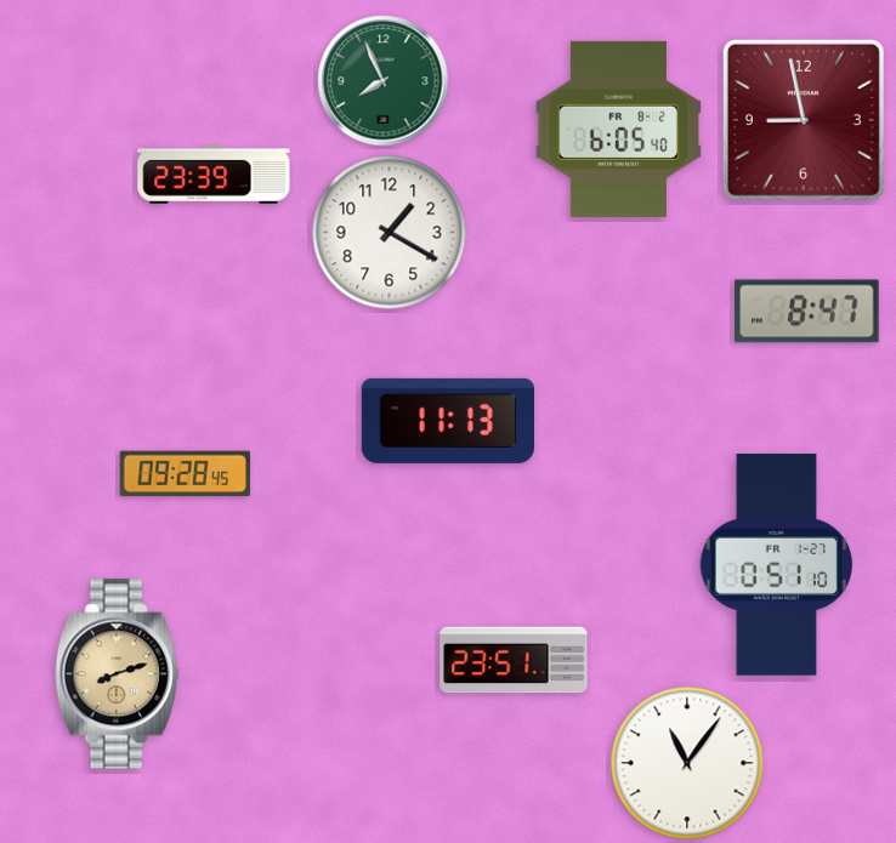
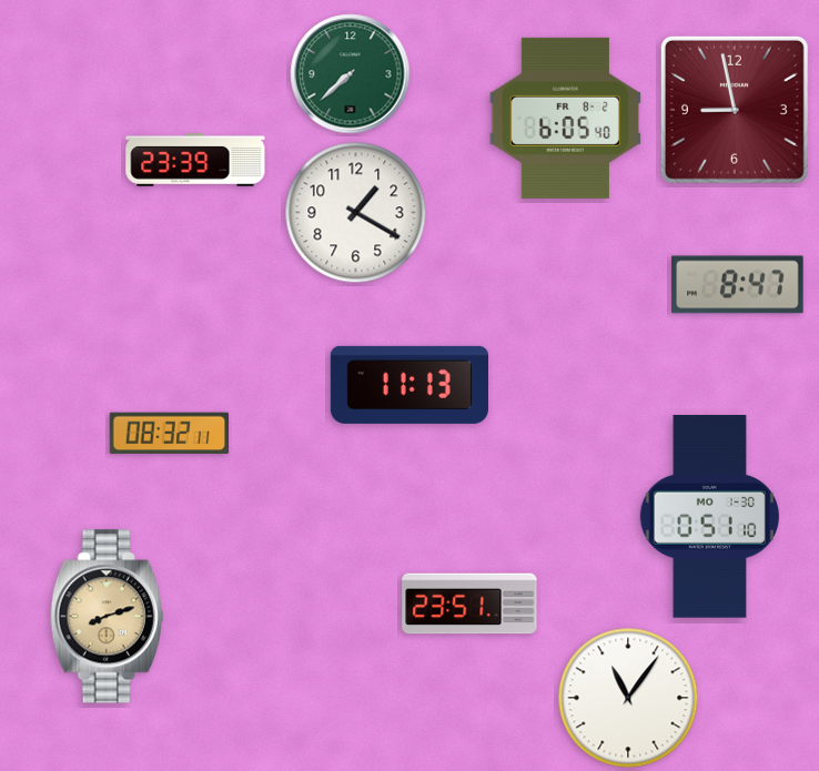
clock at (384, 81): 7:56 -> 7:38
clock at (186, 474): 09:28 -> 08:32
clock at (777, 565) date: FR 1-27 -> MO 1-30
